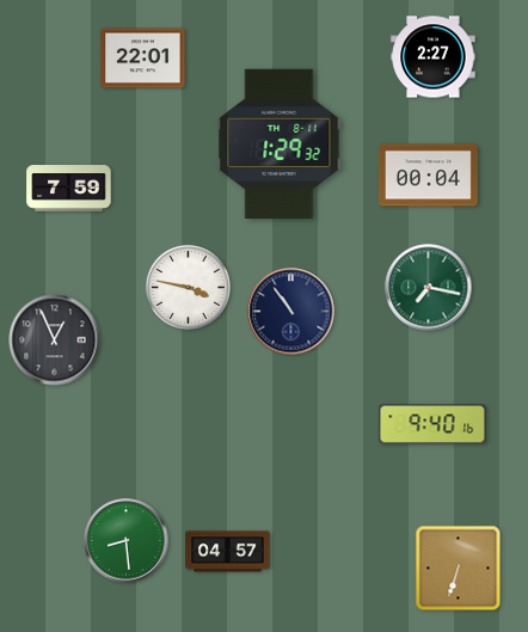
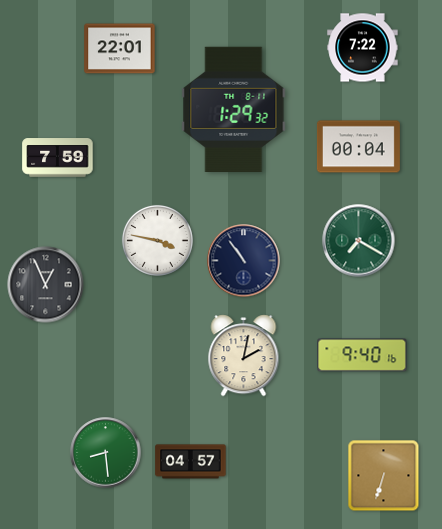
clock at (434, 57): 2:27 -> 7:22
clock at (280, 145) position: (280, 145) -> (234, 110)
clock at (429, 288): 7:17 -> 7:20
clock at (244, 356): none -> 2:02
